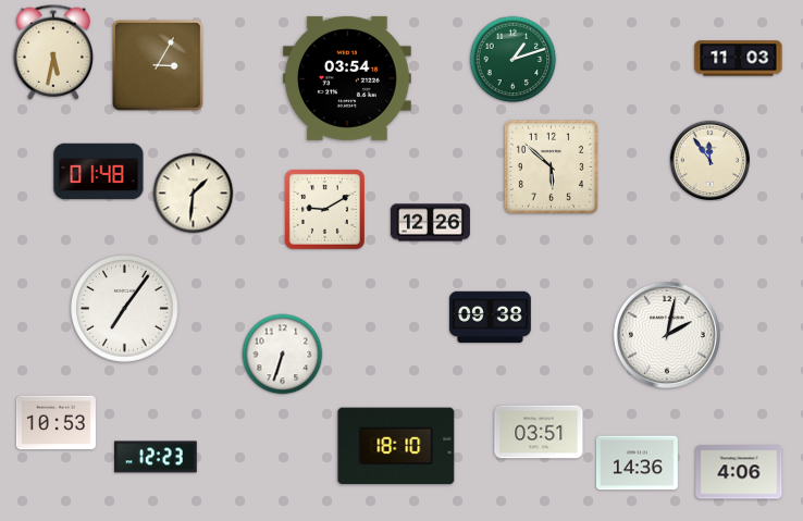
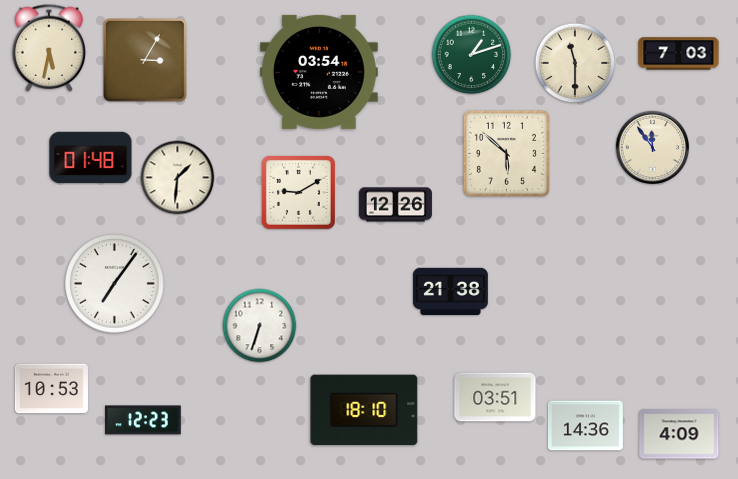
clock at (739, 59): 11:03 -> 7:03
clock at (575, 63): none -> 11:30
clock at (490, 317): 09:38 -> 21:38
clock at (667, 335): 2:02 -> none
clock at (739, 472): 4:06 -> 4:09
